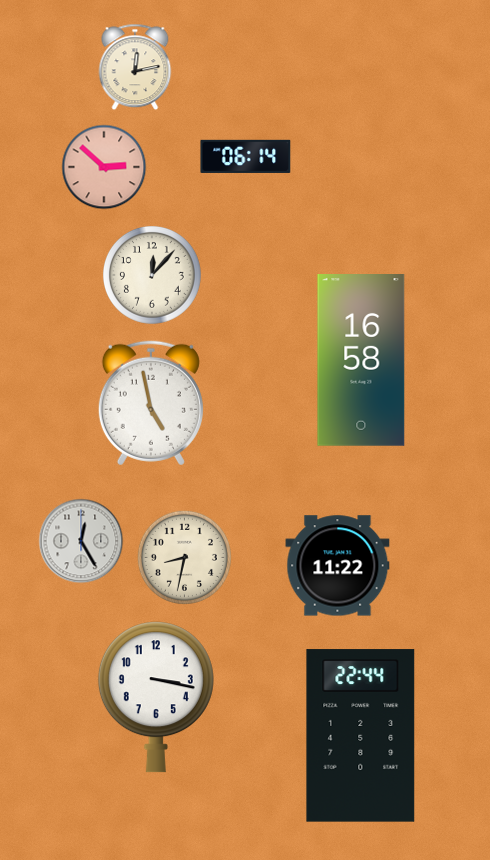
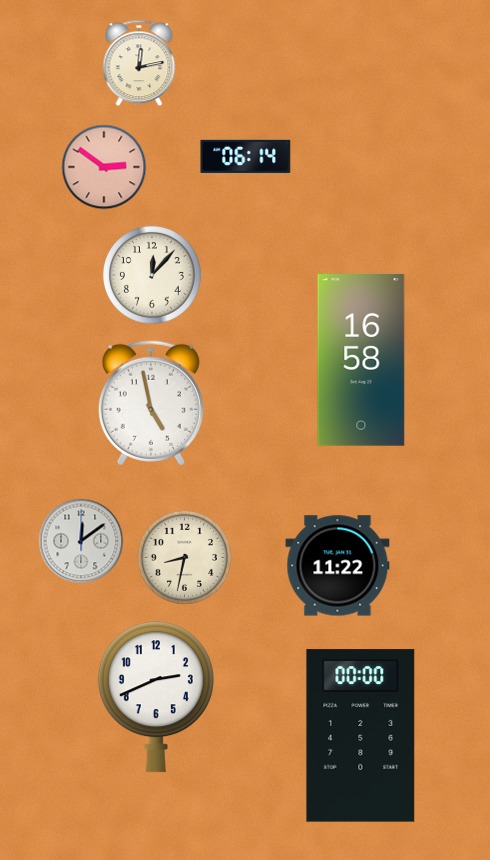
clock at (135, 67) position: (135, 67) -> (139, 63)
clock at (104, 167): 2:52 -> 2:51
clock at (81, 541): 12:25 -> 12:09
clock at (156, 697): 3:17 -> 2:41
clock at (361, 736): 22:44 -> 00:00
